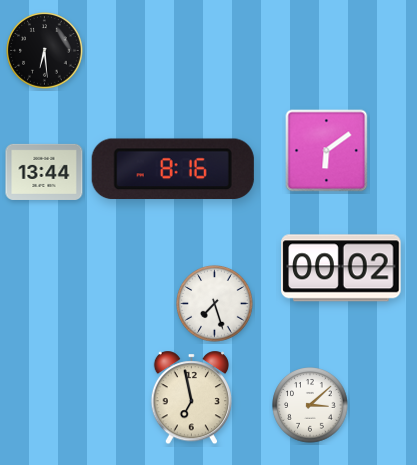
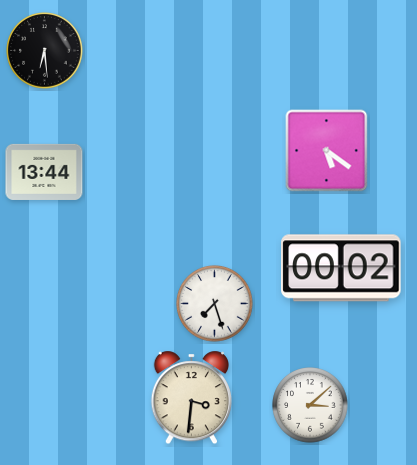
clock at (327, 151): 6:09 -> 5:21
clock at (173, 169): 8:16 -> none
clock at (191, 398): 6:58 -> 3:31
